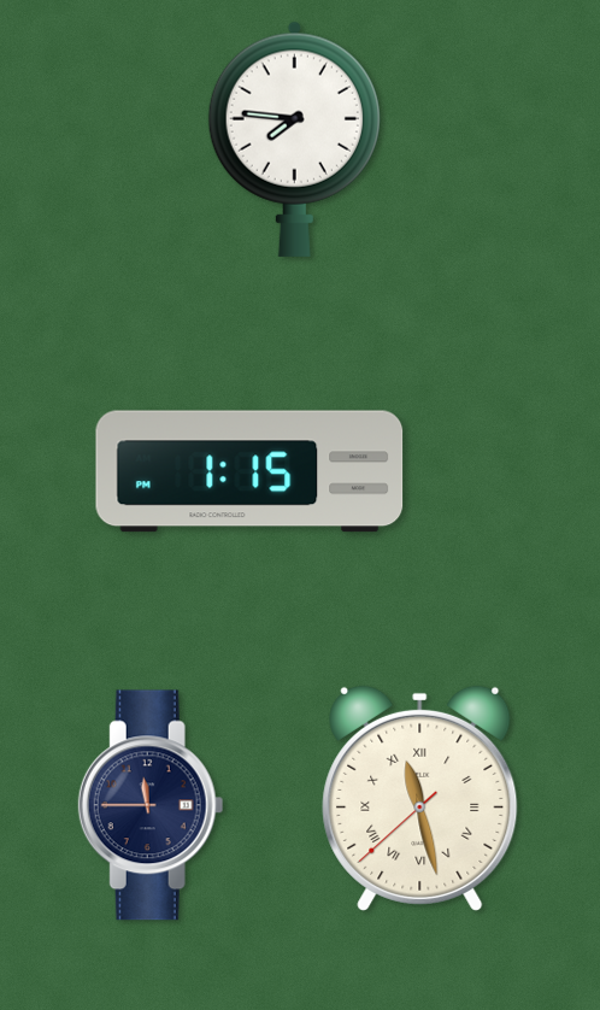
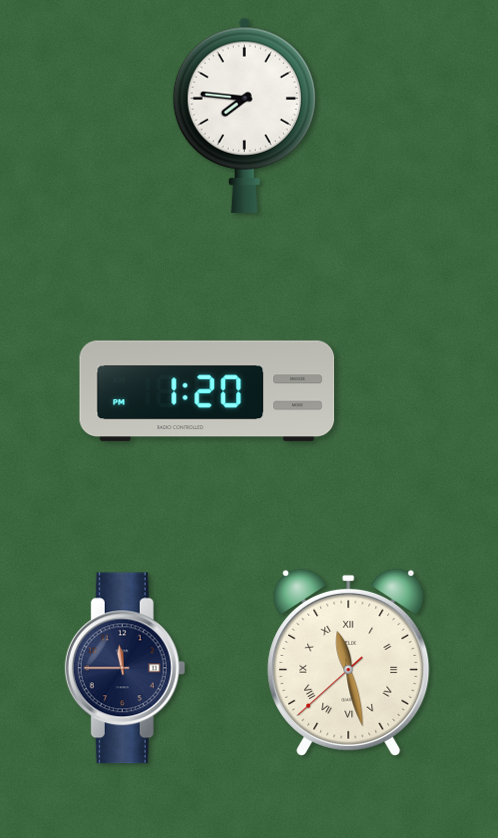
clock at (249, 471): 1:15 -> 1:20
